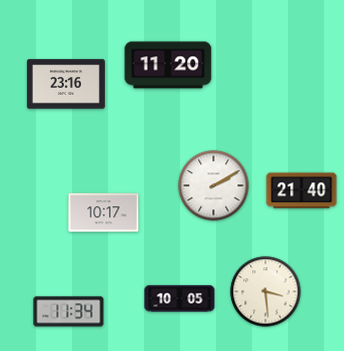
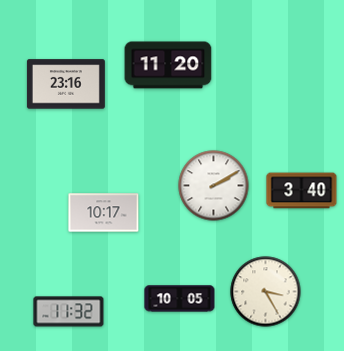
clock at (302, 191): 21:40 -> 3:40
clock at (266, 292): 3:29 -> 3:25
clock at (69, 312): 11:34 -> 11:32
